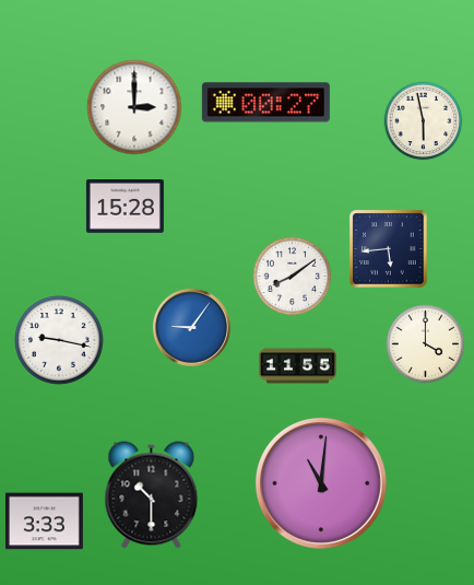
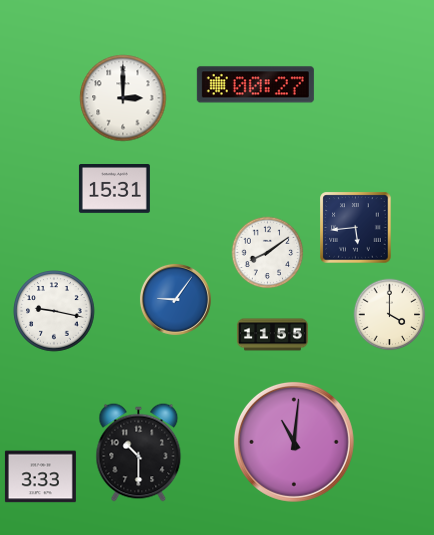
clock at (265, 103) position: (265, 103) -> (255, 85)
clock at (424, 121): 5:58 -> none
clock at (125, 207): 15:28 -> 15:31
